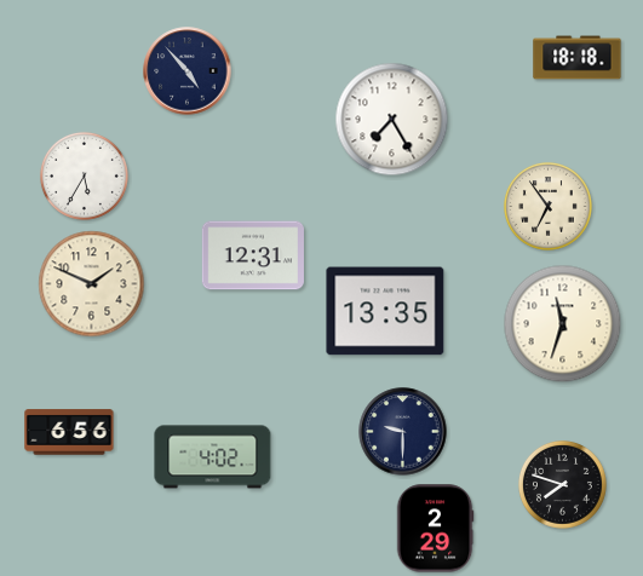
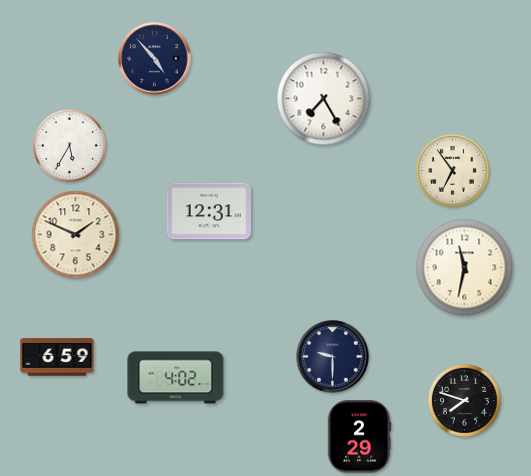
clock at (578, 58): 18:18 -> none
clock at (385, 311): 13:35 -> none
clock at (563, 324): 11:33 -> 11:32
clock at (69, 432): 6:56 -> 6:59
